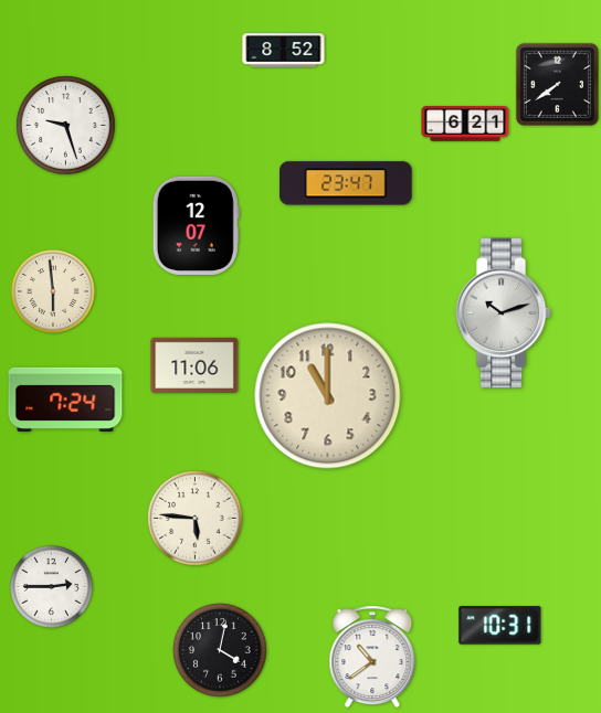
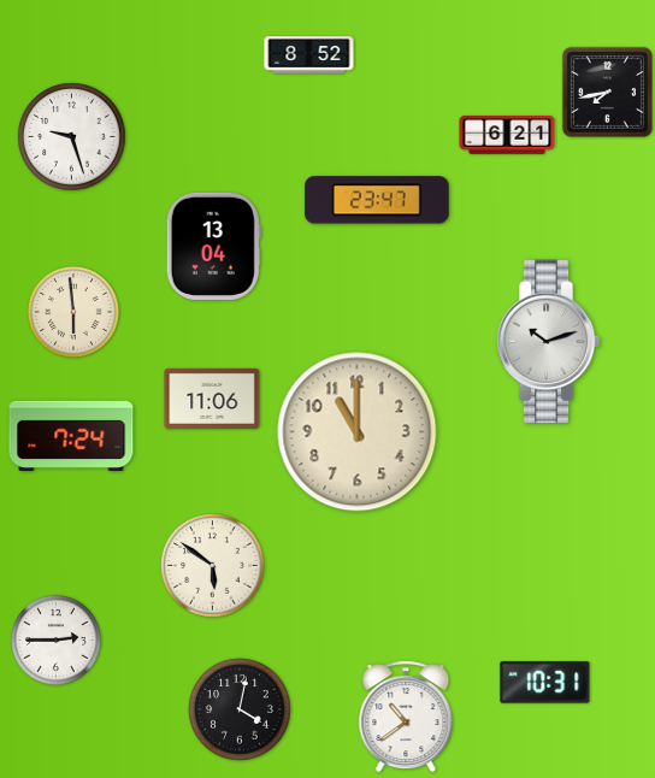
clock at (557, 84): 7:39 -> 7:43
clock at (196, 225): 12:07 -> 13:04
clock at (54, 292) position: (54, 292) -> (75, 313)
clock at (196, 519): 5:46 -> 5:51
